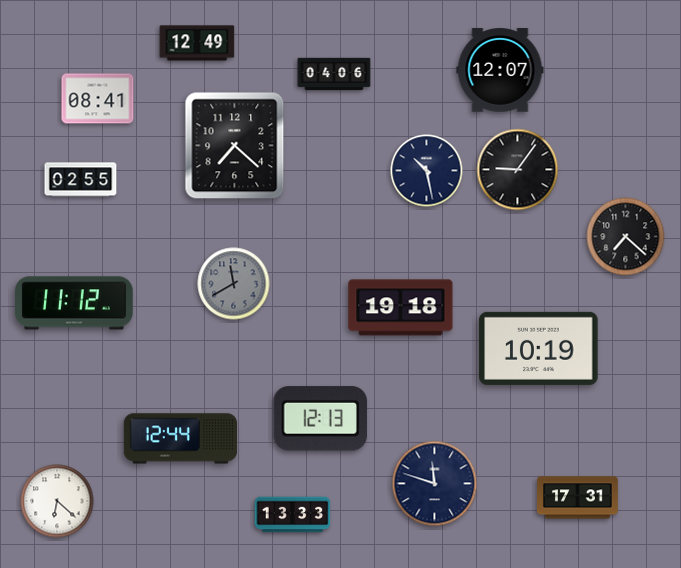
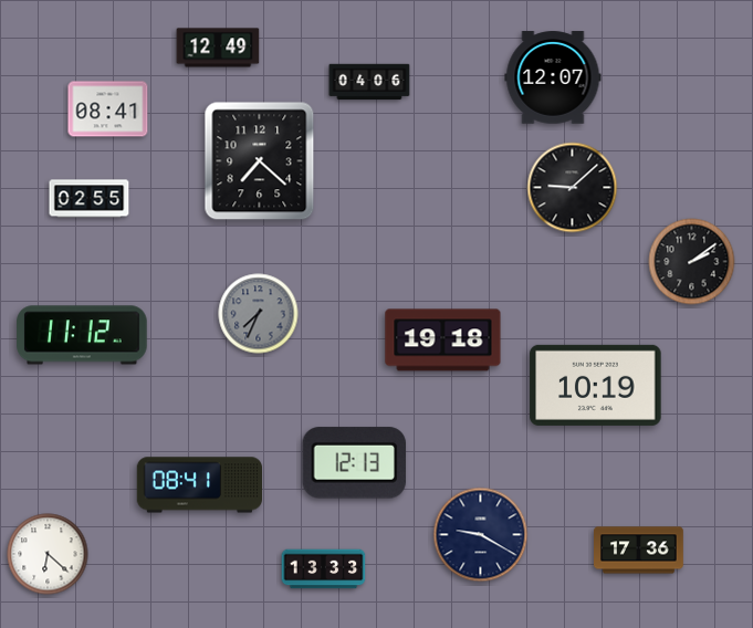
clock at (518, 170): 9:06 -> 9:08
clock at (427, 171): 10:28 -> none
clock at (626, 237): 7:22 -> 2:09
clock at (234, 284): 11:40 -> 7:34
clock at (180, 439): 12:44 -> 08:41
clock at (435, 484): 11:48 -> 9:20
clock at (578, 498): 17:31 -> 17:36
clock at (57, 501) position: (57, 501) -> (48, 554)
